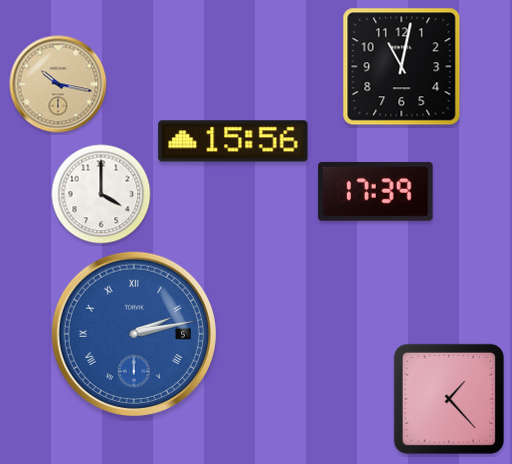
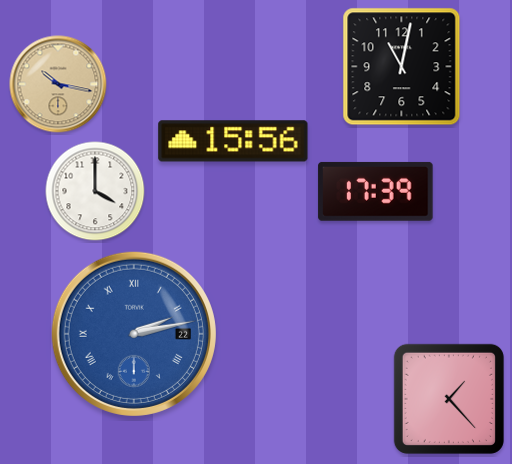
clock at (101, 194) position: (101, 194) -> (95, 191)
clock at (134, 334) date: 5 -> 22
